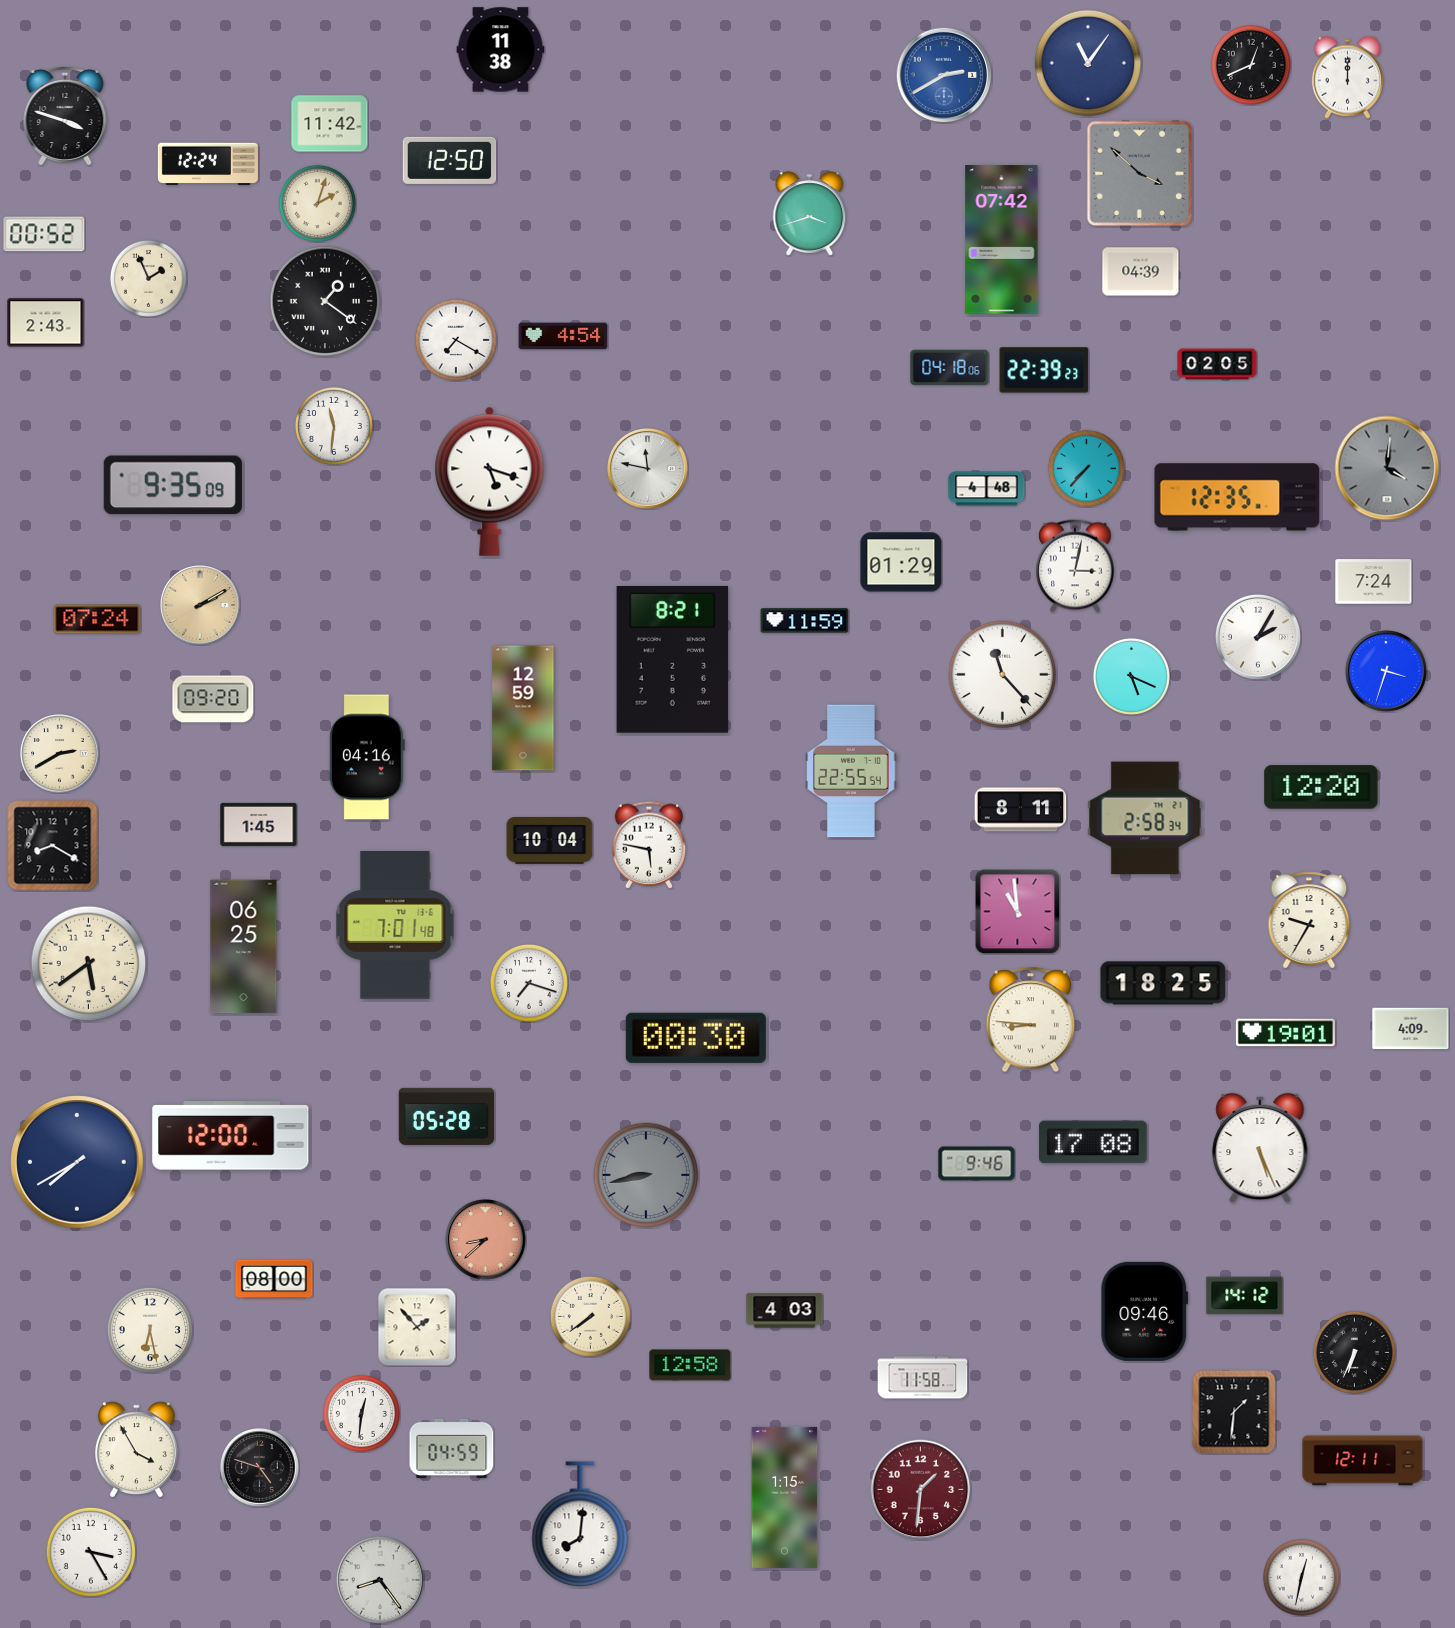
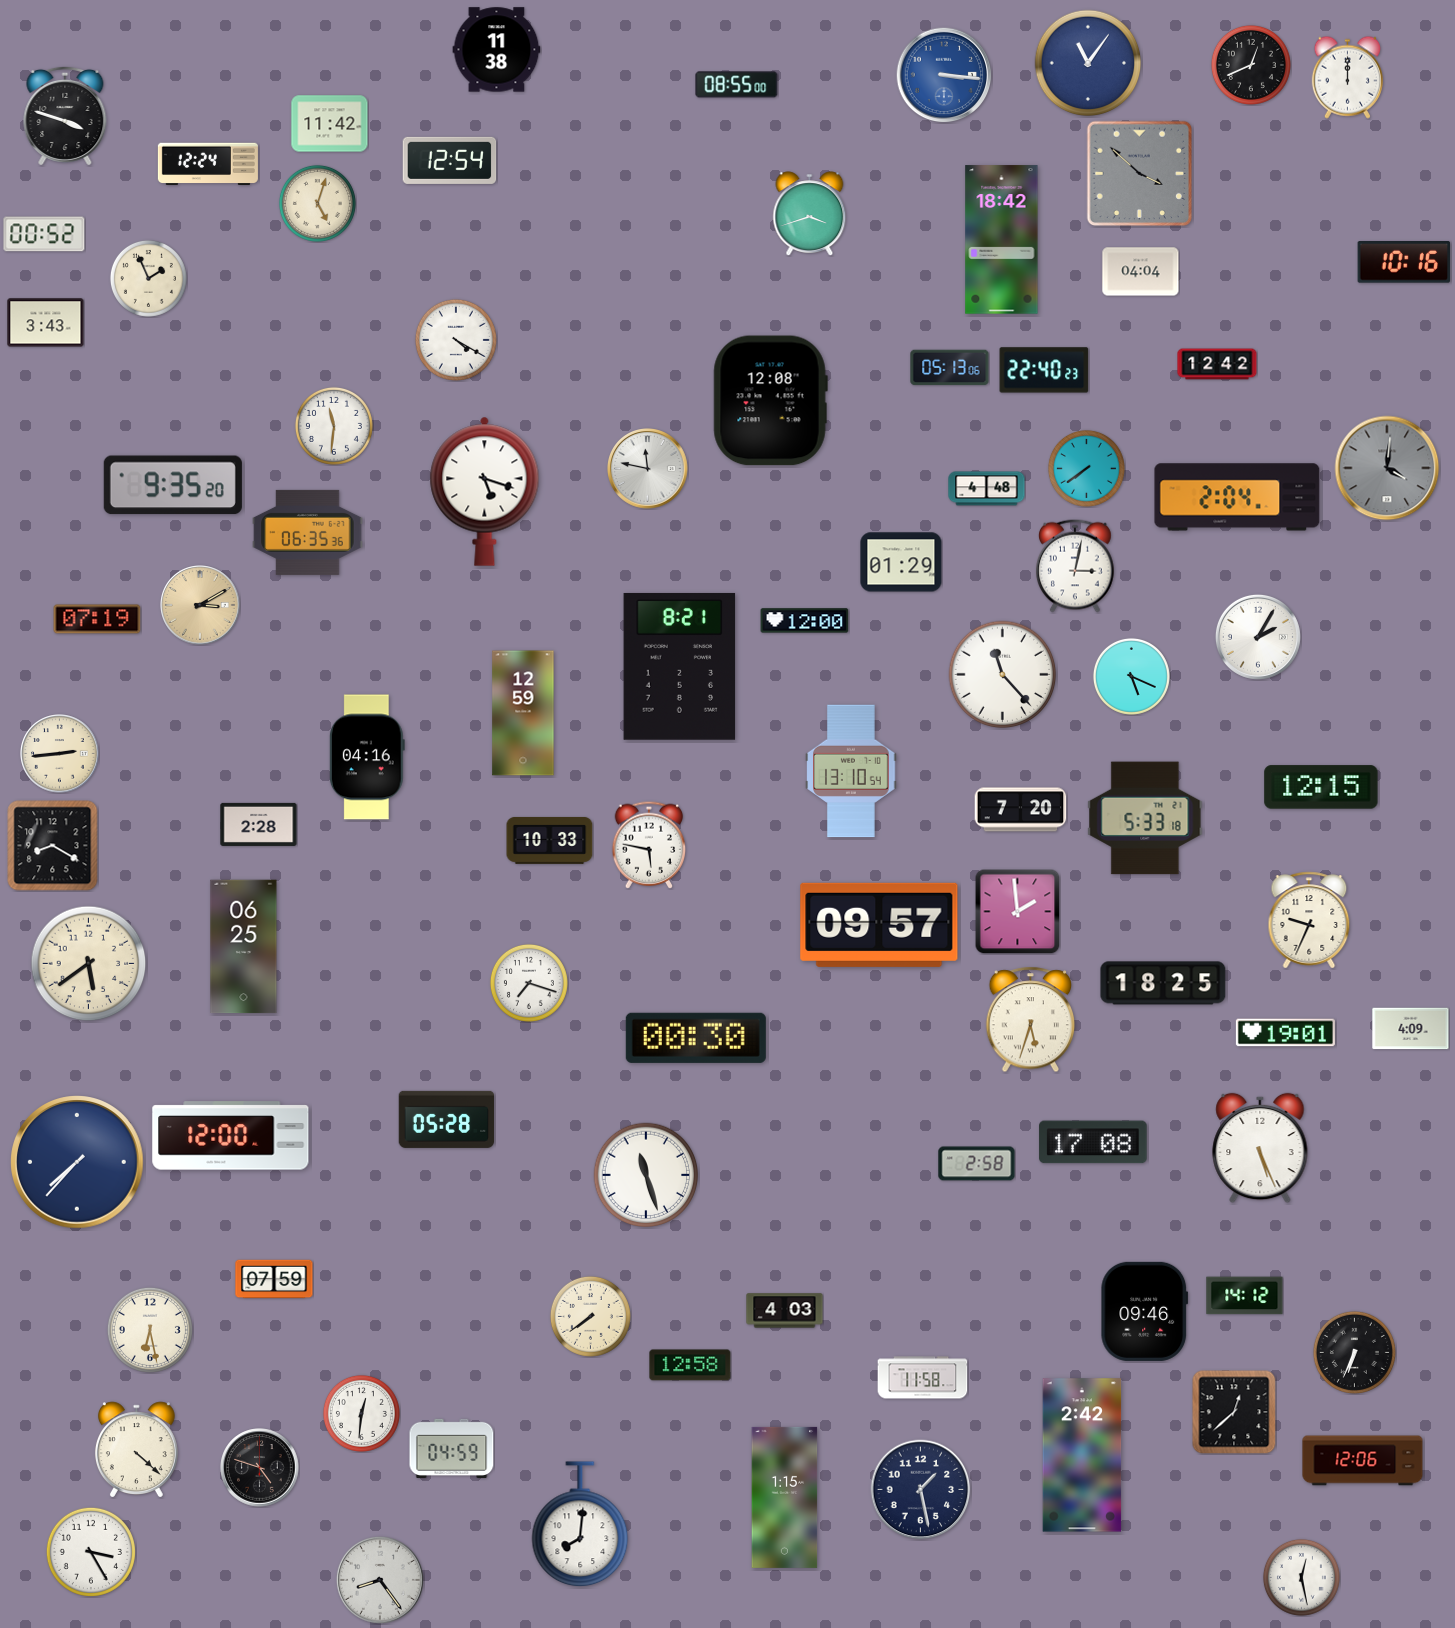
clock at (501, 50) position: (501, 50) -> (497, 50)
clock at (944, 75): 2:40 -> 3:16
clock at (737, 85): none -> 08:55
clock at (450, 160): 12:50 -> 12:54
clock at (317, 203): 2:03 -> 5:03
clock at (1002, 240): 07:42 -> 18:42
clock at (1404, 262): none -> 10:16
clock at (1141, 272): 04:39 -> 04:04
clock at (325, 301): 1:21 -> none
clock at (46, 323): 2:43 -> 3:43
clock at (563, 336): 4:54 -> none
clock at (456, 340): 7:20 -> 4:20
clock at (1217, 364): 02:05 -> 12:42
clock at (950, 368): 04:18 -> 05:13
clock at (1044, 370): 22:39 -> 22:40
clock at (770, 401): none -> 12:08
clock at (1086, 468): 7:37 -> 7:39
clock at (490, 481) position: (490, 481) -> (485, 491)
clock at (173, 485): 9:35:09 -> 9:35:20
clock at (1237, 497): 12:35 -> 2:04
clock at (308, 532): none -> 06:35
clock at (1374, 582): 7:24 -> none
clock at (200, 605): 2:10 -> 3:10
clock at (97, 619): 07:24 -> 07:19
clock at (805, 621): 11:59 -> 12:00
clock at (673, 659) position: (673, 659) -> (680, 666)
clock at (1387, 672): 3:33 -> none
clock at (213, 699): 09:20 -> none
clock at (523, 708) position: (523, 708) -> (523, 713)
clock at (60, 754): 2:40 -> 2:44
clock at (851, 771): 22:55 -> 13:10
clock at (1321, 787): 12:20 -> 12:15
clock at (1021, 810): 8:11 -> 7:20
clock at (1145, 818): 2:58 -> 5:33
clock at (259, 824): 1:45 -> 2:28
clock at (550, 840): 10:04 -> 10:33
clock at (1017, 911): 10:59 -> 1:59
clock at (1309, 920): 9:35 -> 9:34
clock at (395, 925): 7:01 -> none
clock at (879, 925): none -> 09:57
clock at (1031, 1020): 8:46 -> 5:33
clock at (447, 1116) position: (447, 1116) -> (447, 1119)
clock at (77, 1162): 7:40 -> 7:37
clock at (977, 1164): 9:46 -> 2:58
clock at (646, 1175): 8:43 -> 11:27
clock at (646, 1175) dial: grey -> white
clock at (486, 1240): 8:38 -> none
clock at (274, 1279): 08:00 -> 07:59
clock at (417, 1327): 1:53 -> none
clock at (1234, 1412): 1:31 -> 12:38
clock at (136, 1449): 3:55 -> 4:22
clock at (1082, 1455): none -> 2:42
clock at (1363, 1461): 12:11 -> 12:06
clock at (921, 1490): 1:31 -> 1:28
clock at (921, 1490) dial: burgundy -> navy
clock at (1301, 1577): 12:32 -> 12:28
